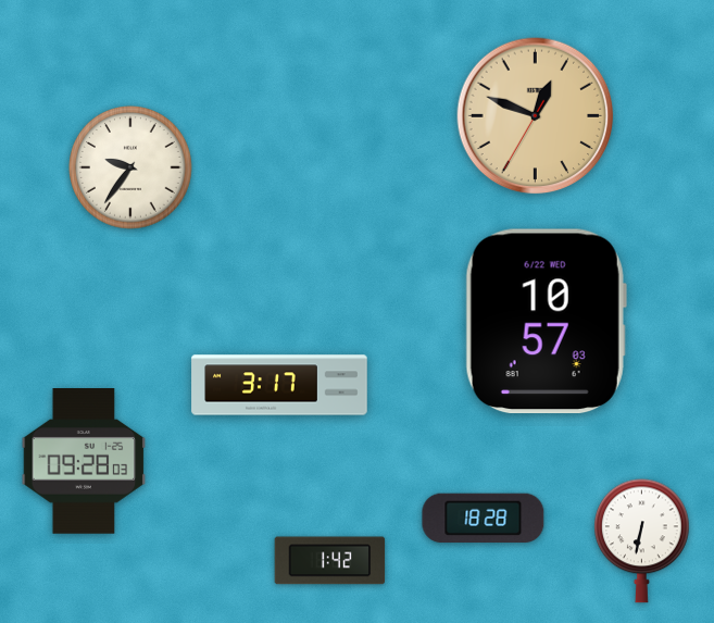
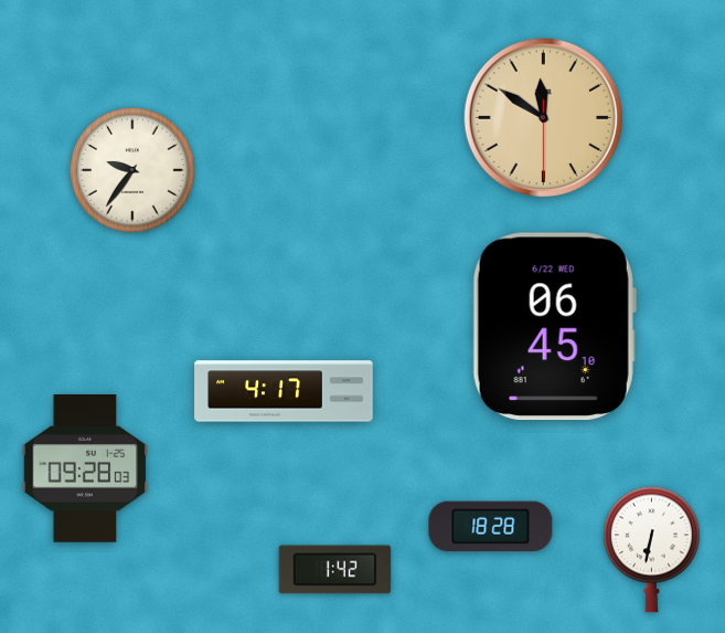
clock at (536, 116): 12:48 -> 11:50
clock at (546, 322): 10:57 -> 06:45
clock at (279, 385): 3:17 -> 4:17
